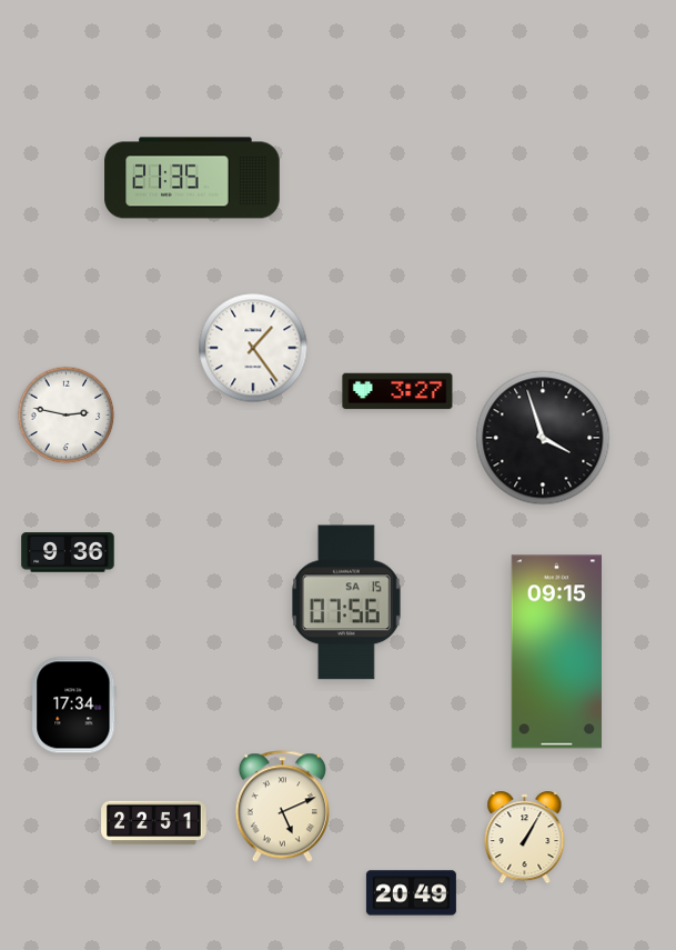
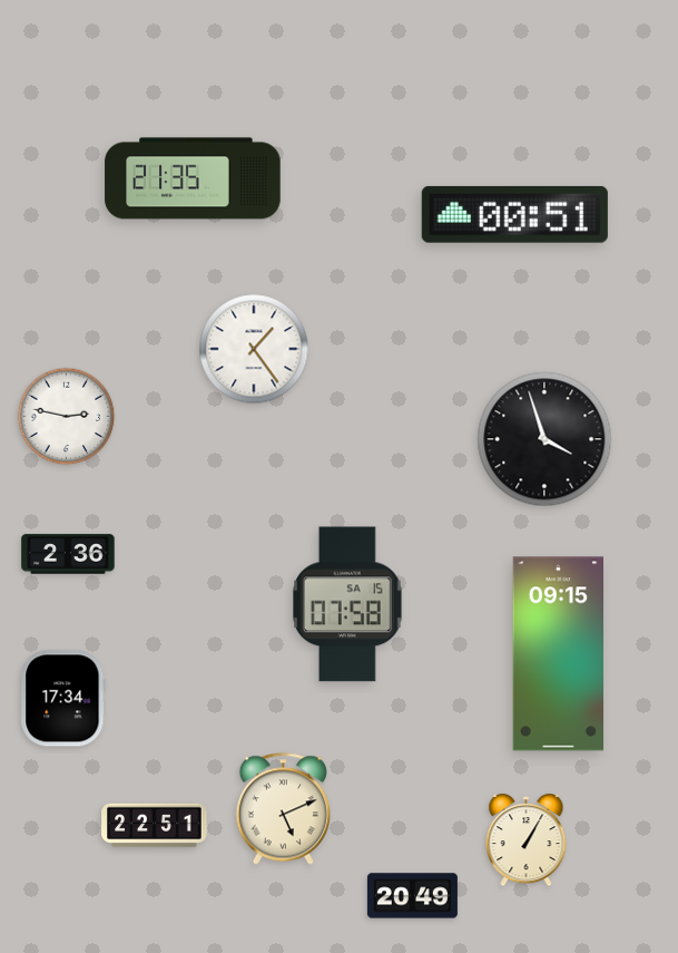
clock at (514, 214): none -> 00:51
clock at (397, 391): 3:27 -> none
clock at (68, 552): 9:36 -> 2:36
clock at (347, 602): 07:56 -> 07:58
clock at (74, 706) position: (74, 706) -> (63, 699)
